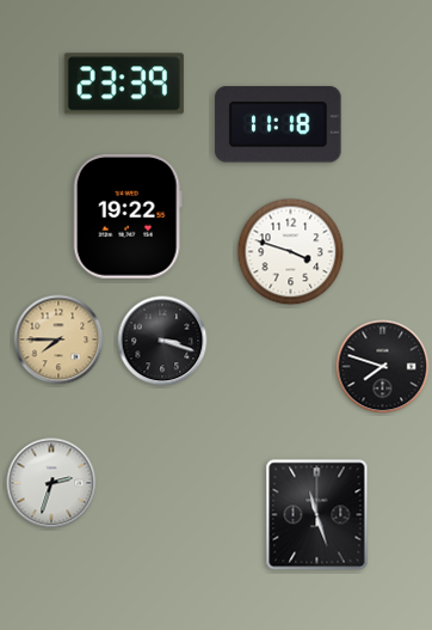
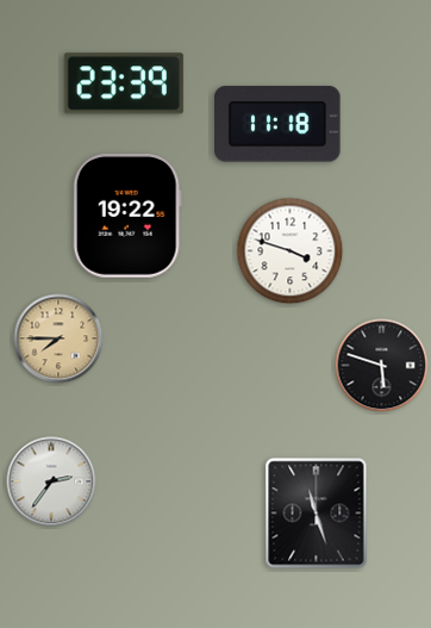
clock at (162, 341): 3:18 -> none
clock at (383, 367): 7:48 -> 5:48
clock at (51, 483): 2:33 -> 2:36
